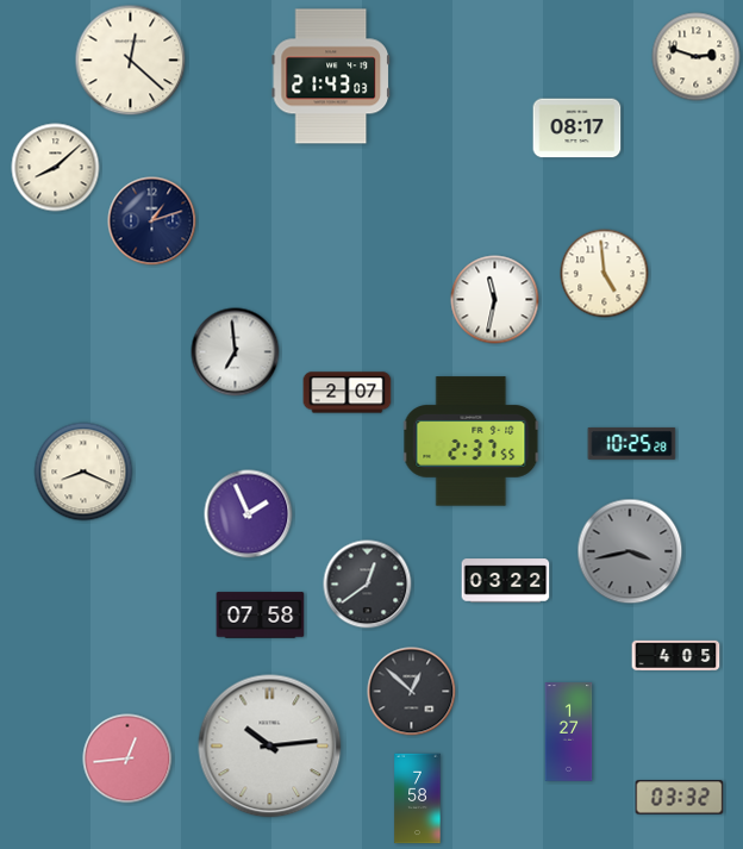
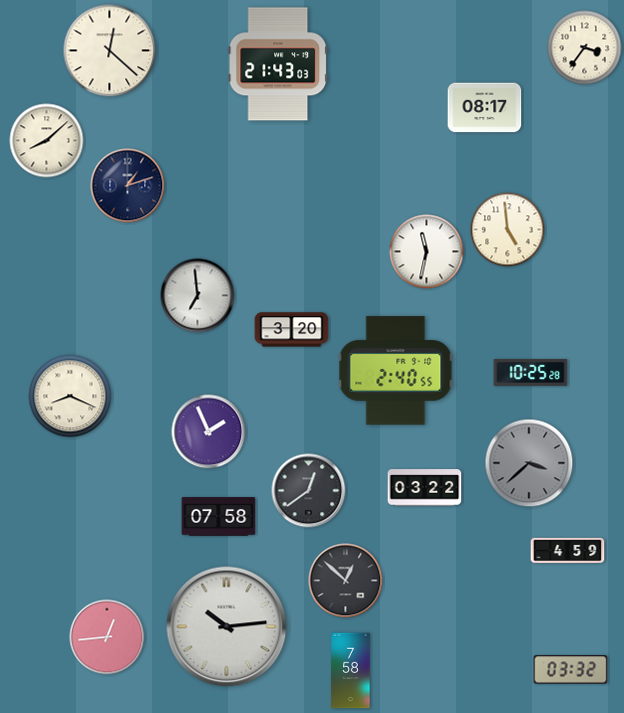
clock at (697, 57): 2:48 -> 3:36
clock at (495, 300) position: (495, 300) -> (427, 252)
clock at (348, 393): 2:07 -> 3:20
clock at (472, 442): 2:37 -> 2:40
clock at (630, 551): 3:43 -> 3:38
clock at (676, 656): 4:05 -> 4:59
clock at (569, 732): 1:27 -> none
